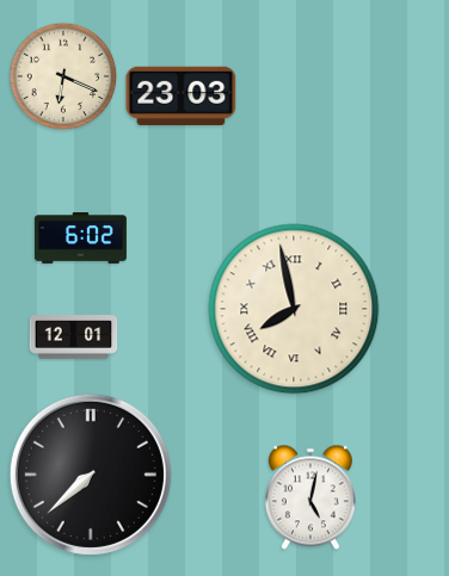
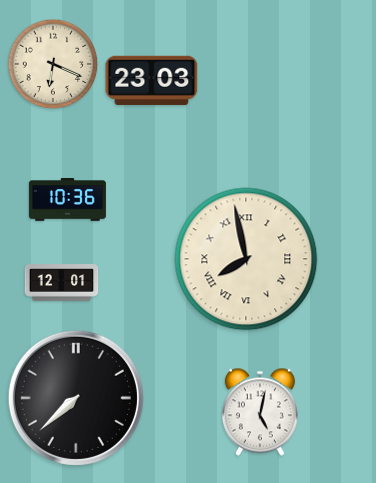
clock at (80, 239): 6:02 -> 10:36
clock at (310, 497) position: (310, 497) -> (260, 412)
